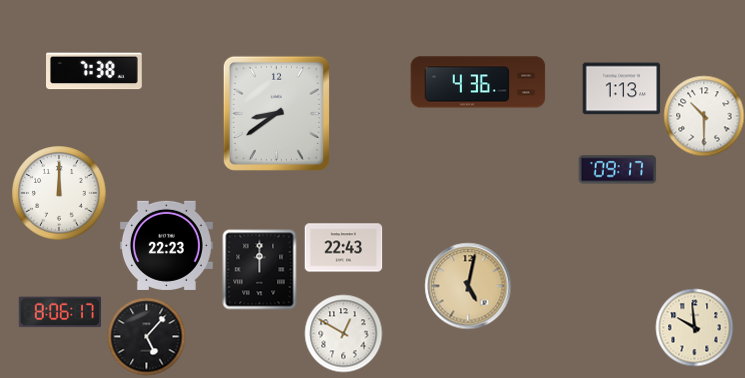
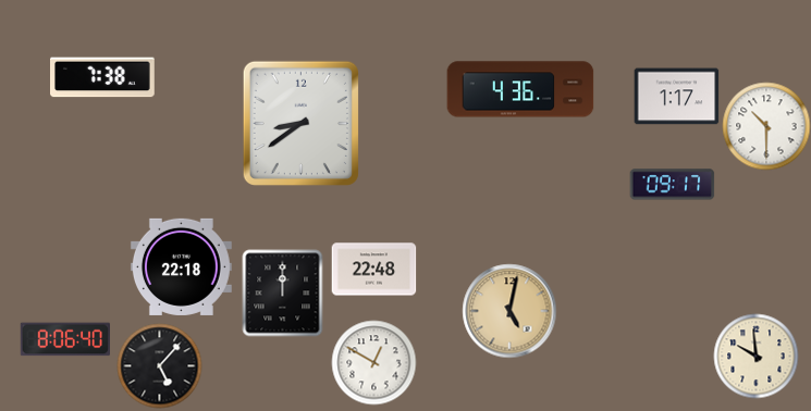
clock at (621, 89): 1:13 -> 1:17
clock at (59, 193): 12:00 -> none
clock at (166, 245): 22:23 -> 22:18
clock at (343, 248): 22:43 -> 22:48
clock at (59, 312): 8:06:17 -> 8:06:40
